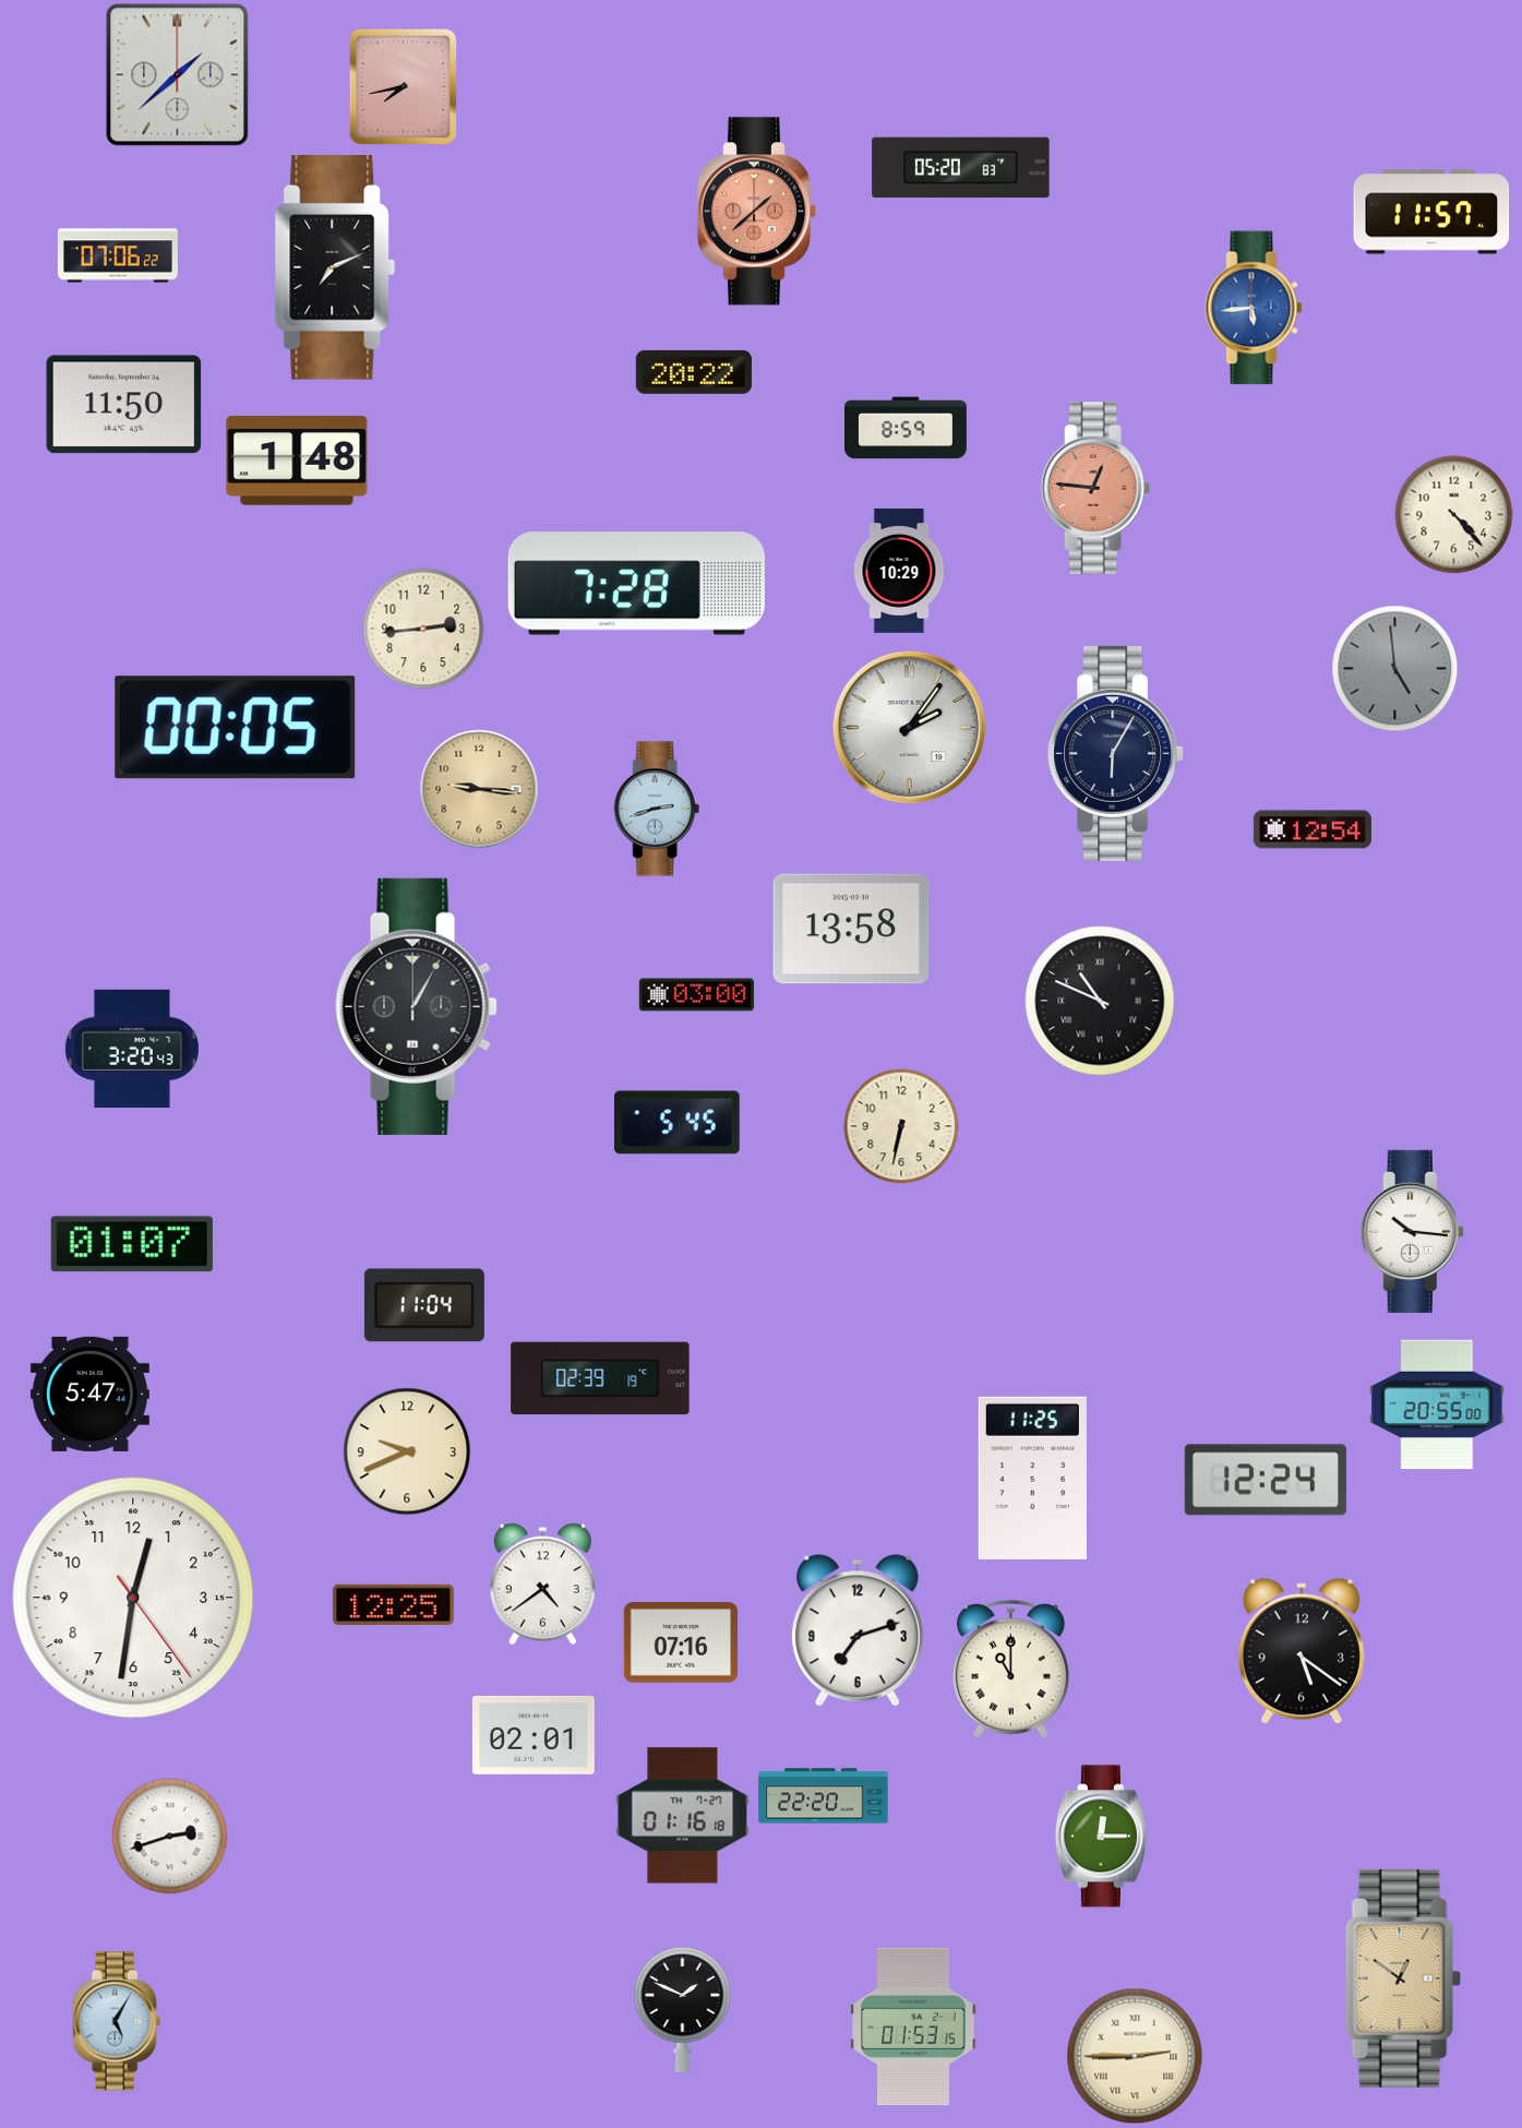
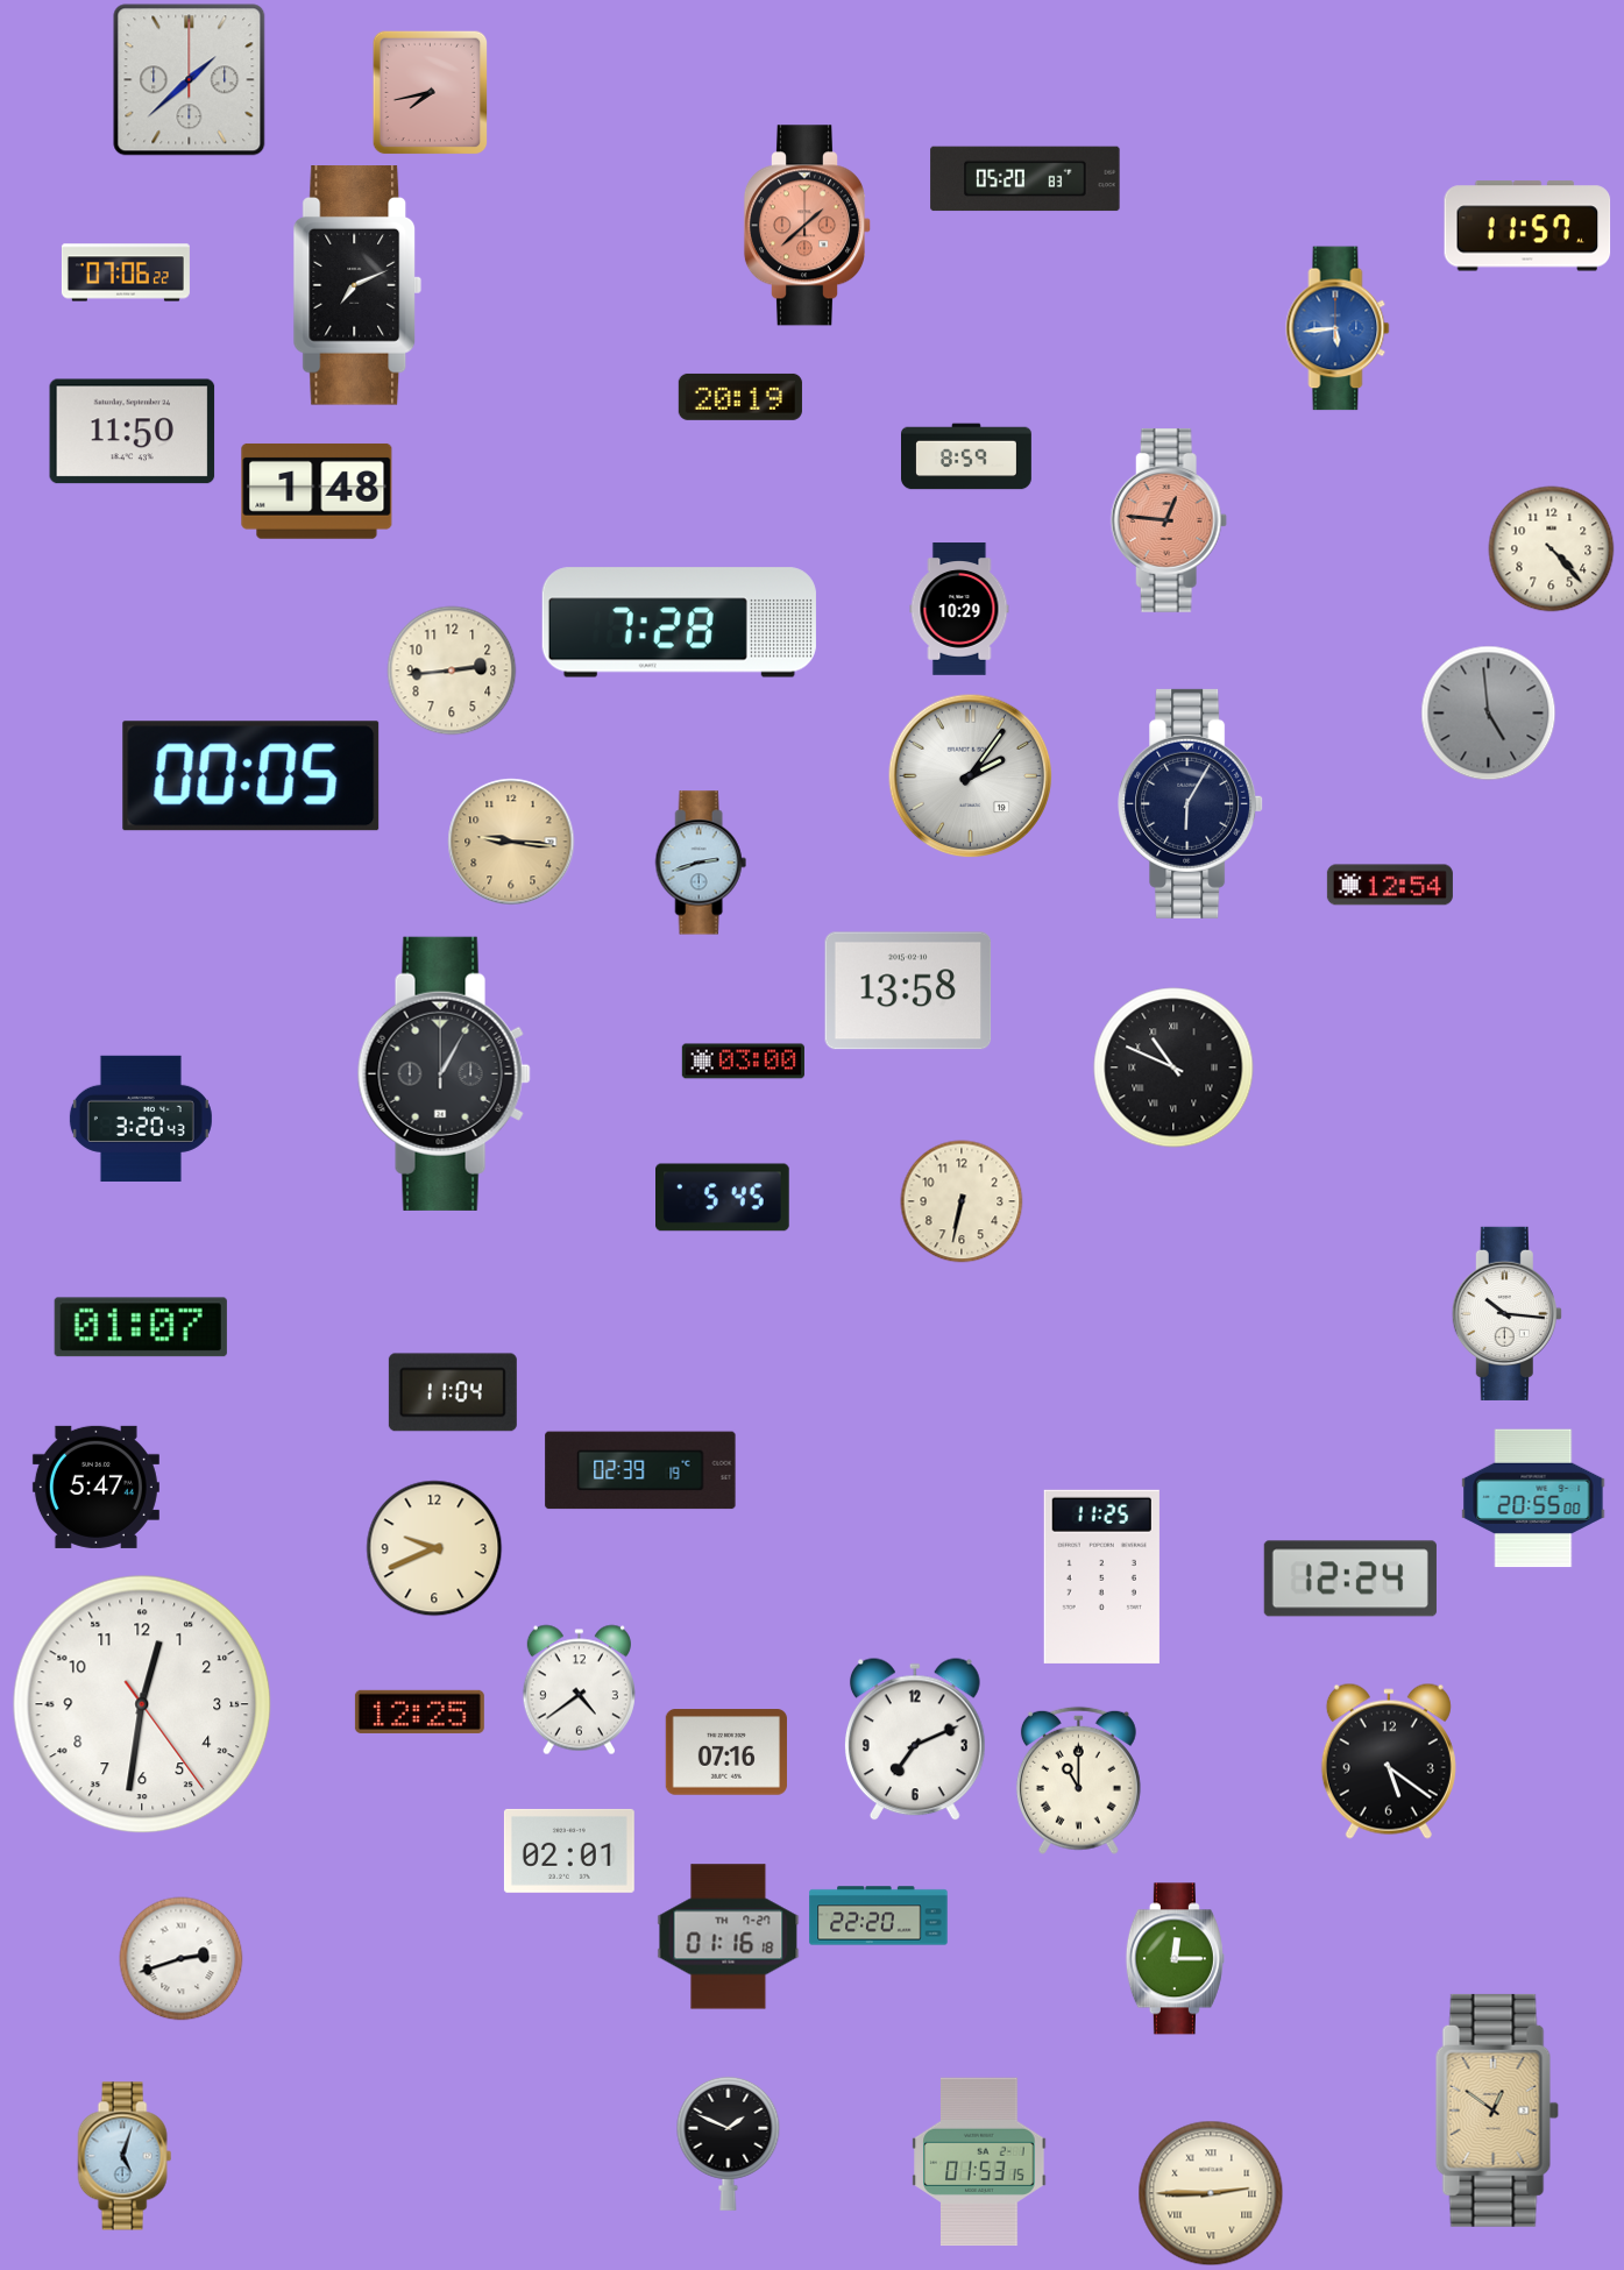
clock at (694, 372): 20:22 -> 20:19
clock at (1313, 829) position: (1313, 829) -> (1390, 885)
clock at (858, 1631): 7:12 -> 7:11
clock at (117, 2021): 5:05 -> 5:03
clock at (913, 2027) position: (913, 2027) -> (979, 2162)
